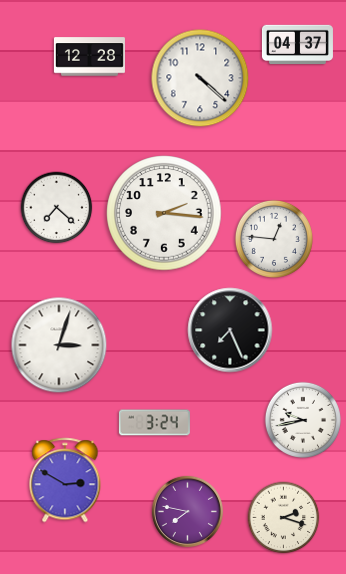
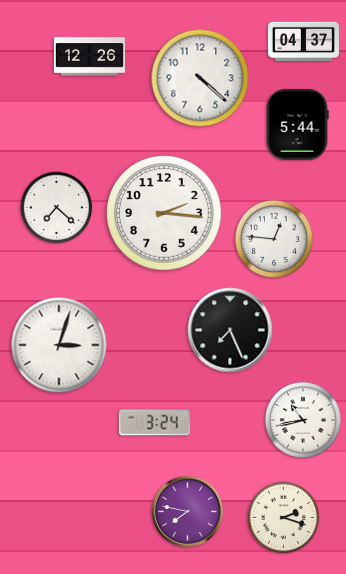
clock at (297, 45) position: (297, 45) -> (303, 42)
clock at (89, 57): 12:28 -> 12:26
clock at (297, 124): none -> 5:44
clock at (303, 420): 9:43 -> 10:43
clock at (65, 480): 2:50 -> none
